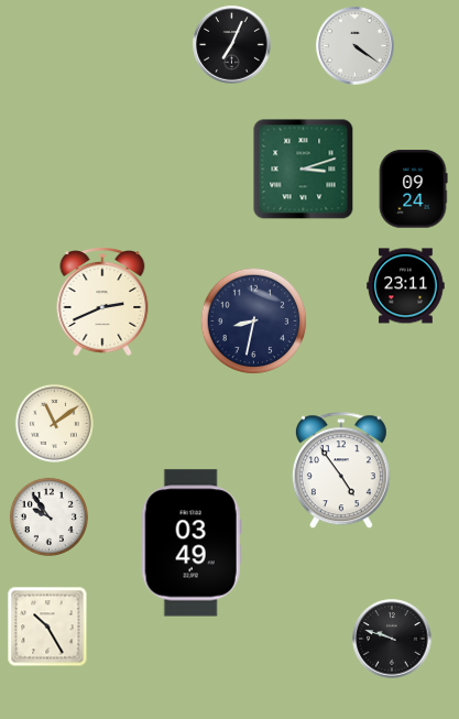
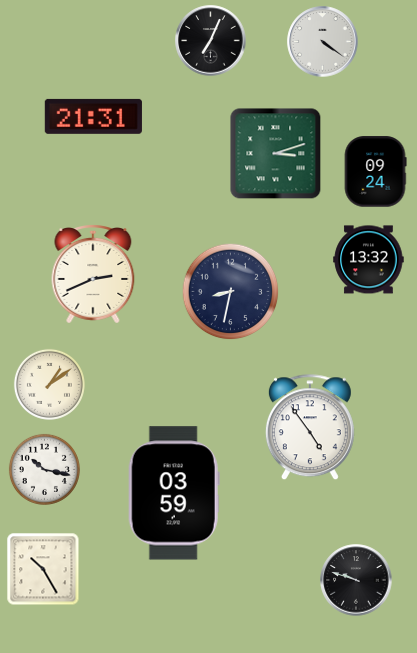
clock at (93, 116): none -> 21:31
clock at (406, 286): 23:11 -> 13:32
clock at (54, 423): 11:09 -> 1:09
clock at (48, 516): 9:54 -> 10:17
clock at (192, 543): 03:49 -> 03:59
